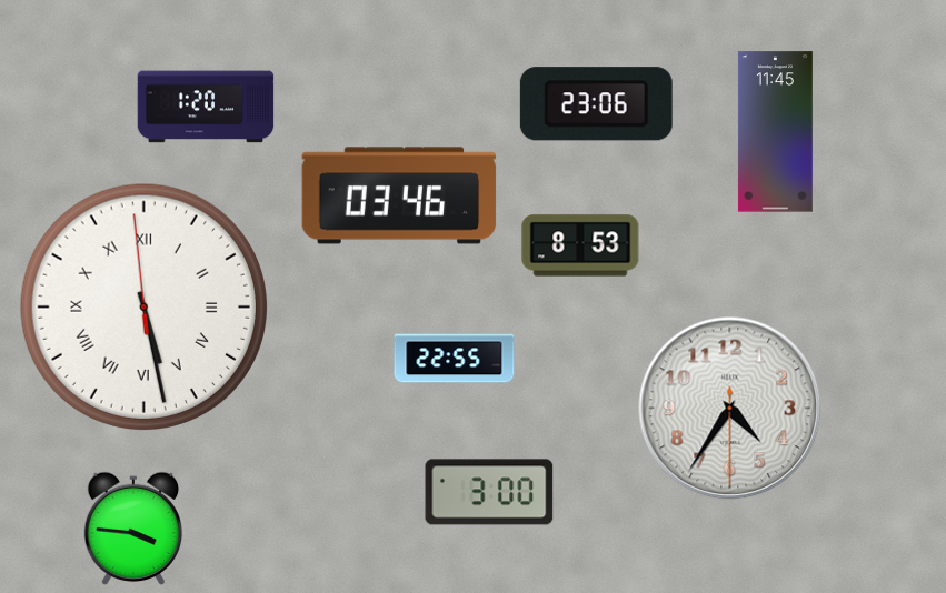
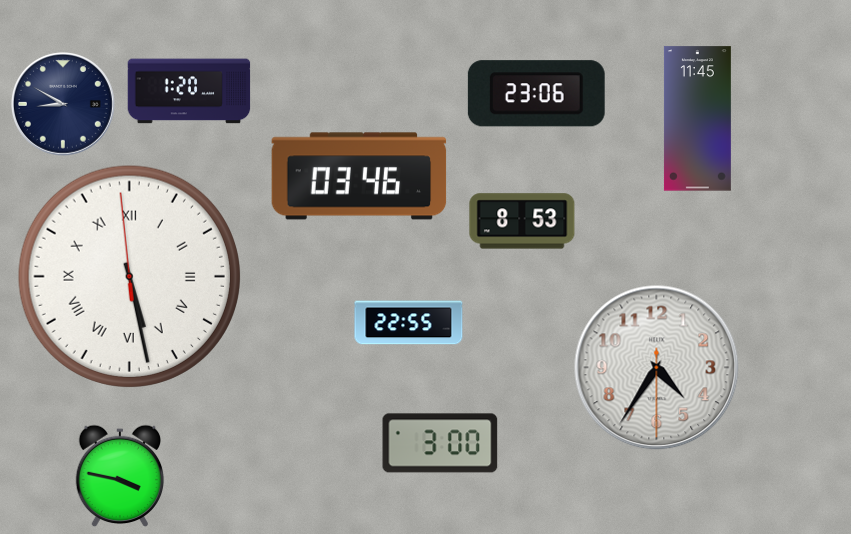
clock at (206, 107) position: (206, 107) -> (189, 91)
clock at (63, 104): none -> 8:50
clock at (133, 529): 3:46 -> 3:47
